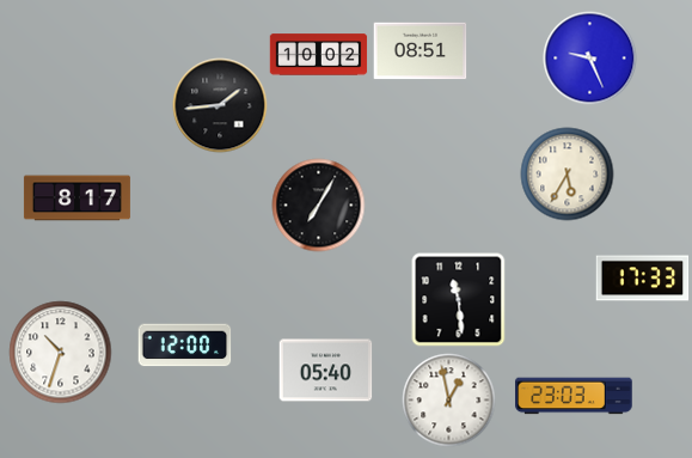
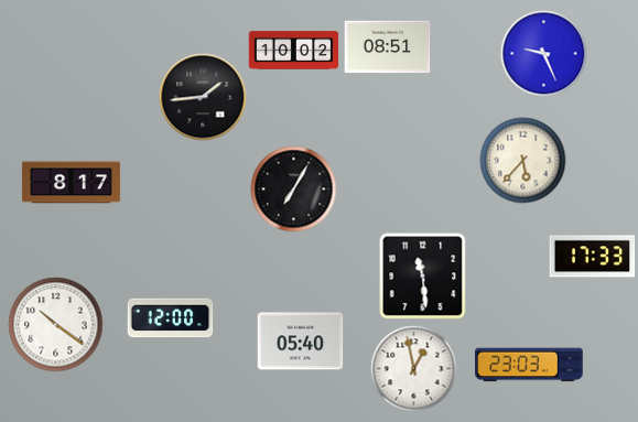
clock at (567, 173): 5:35 -> 5:37
clock at (60, 352): 10:33 -> 10:21
